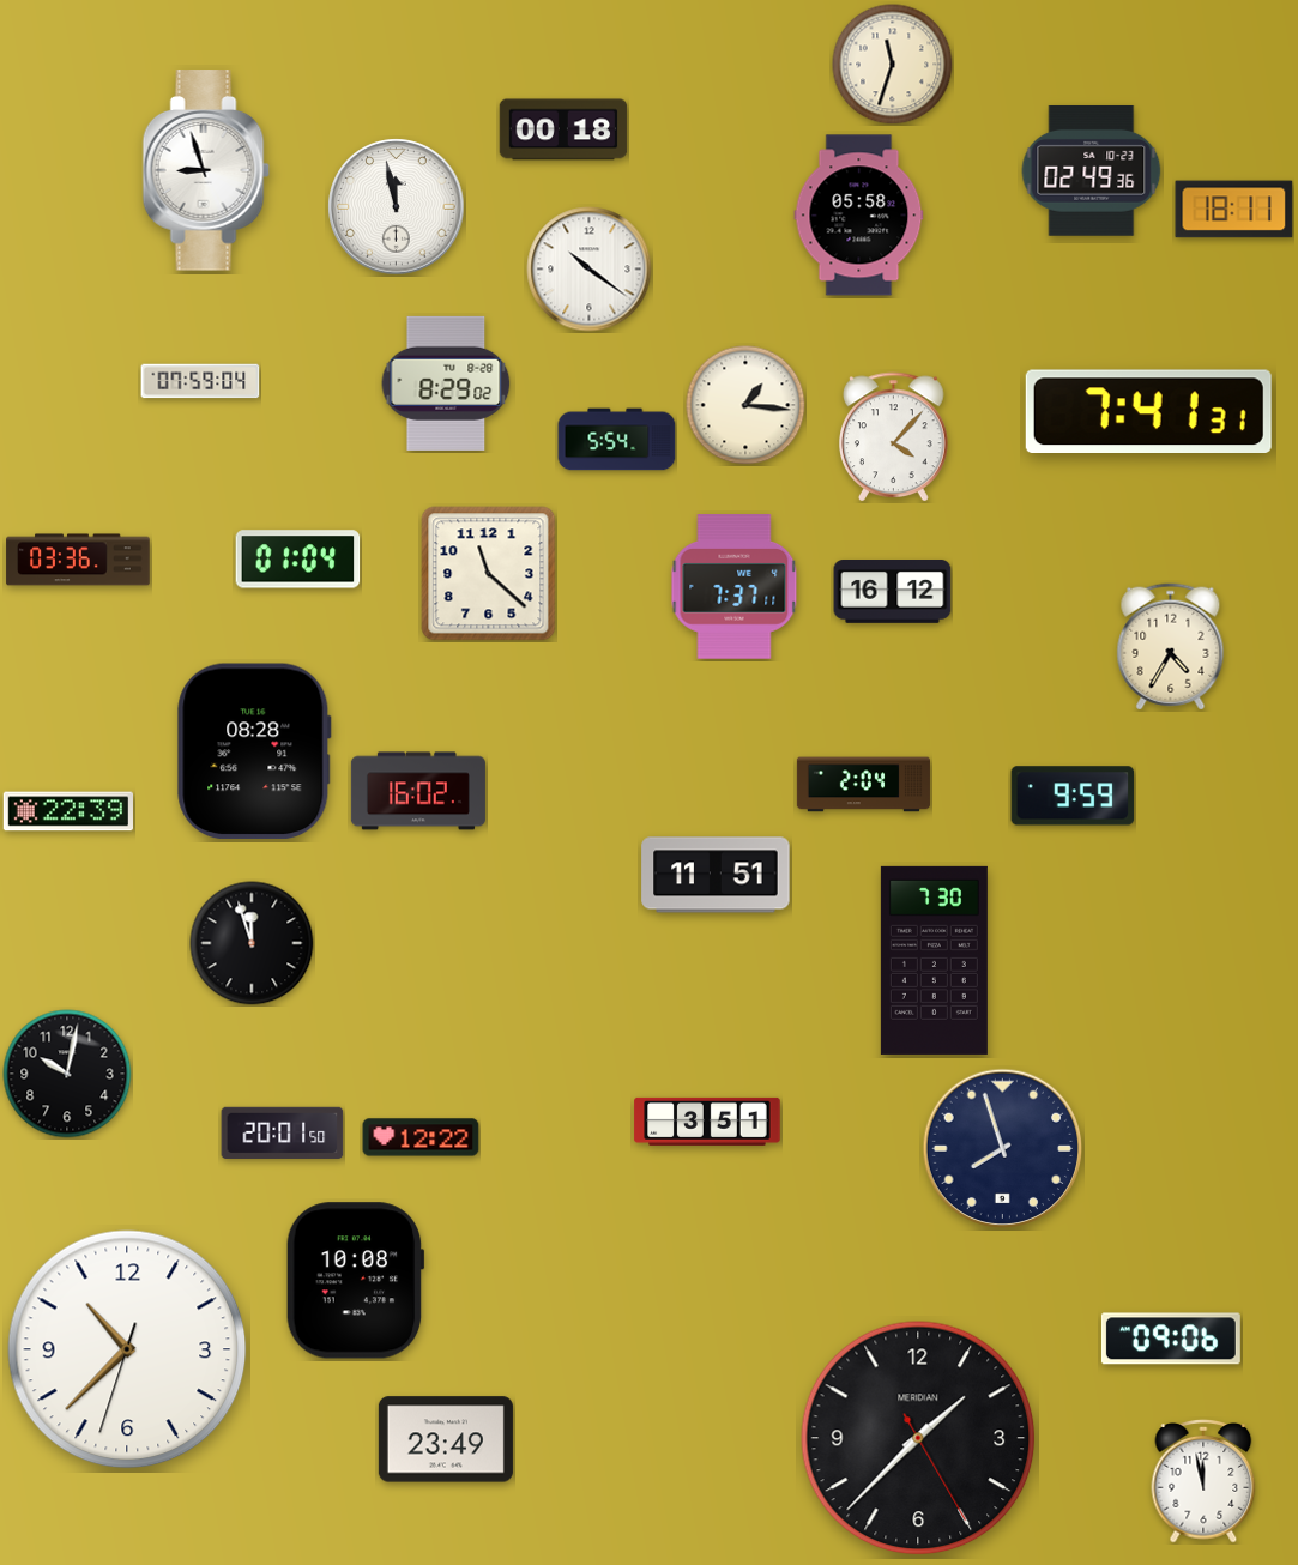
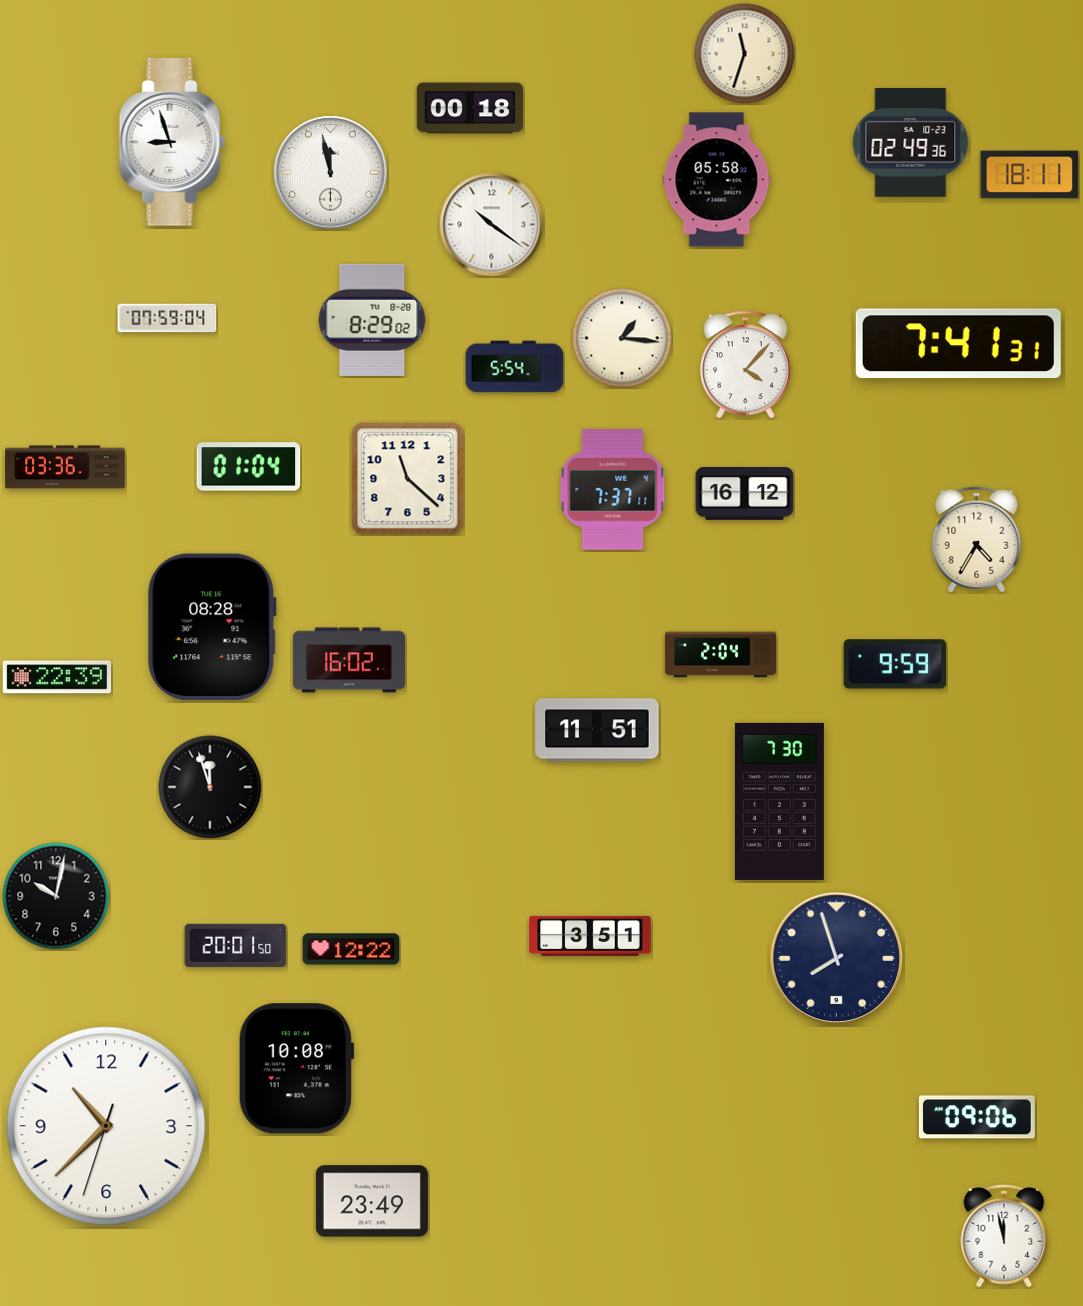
clock at (918, 1438): 1:37 -> none
